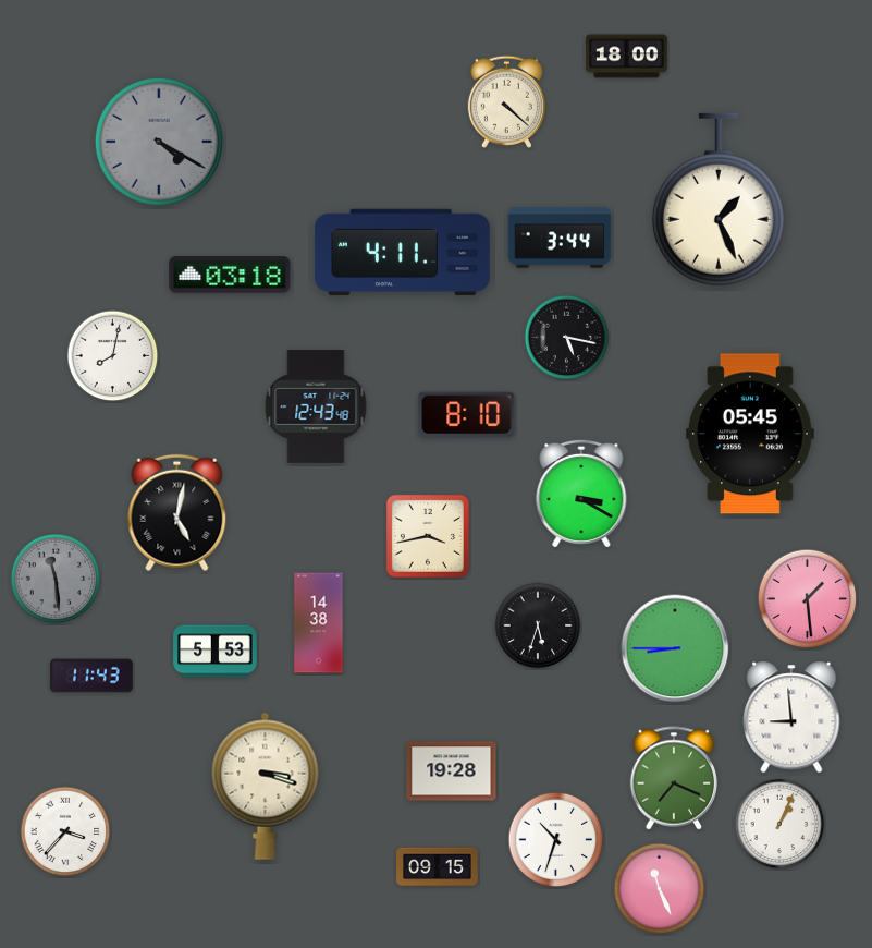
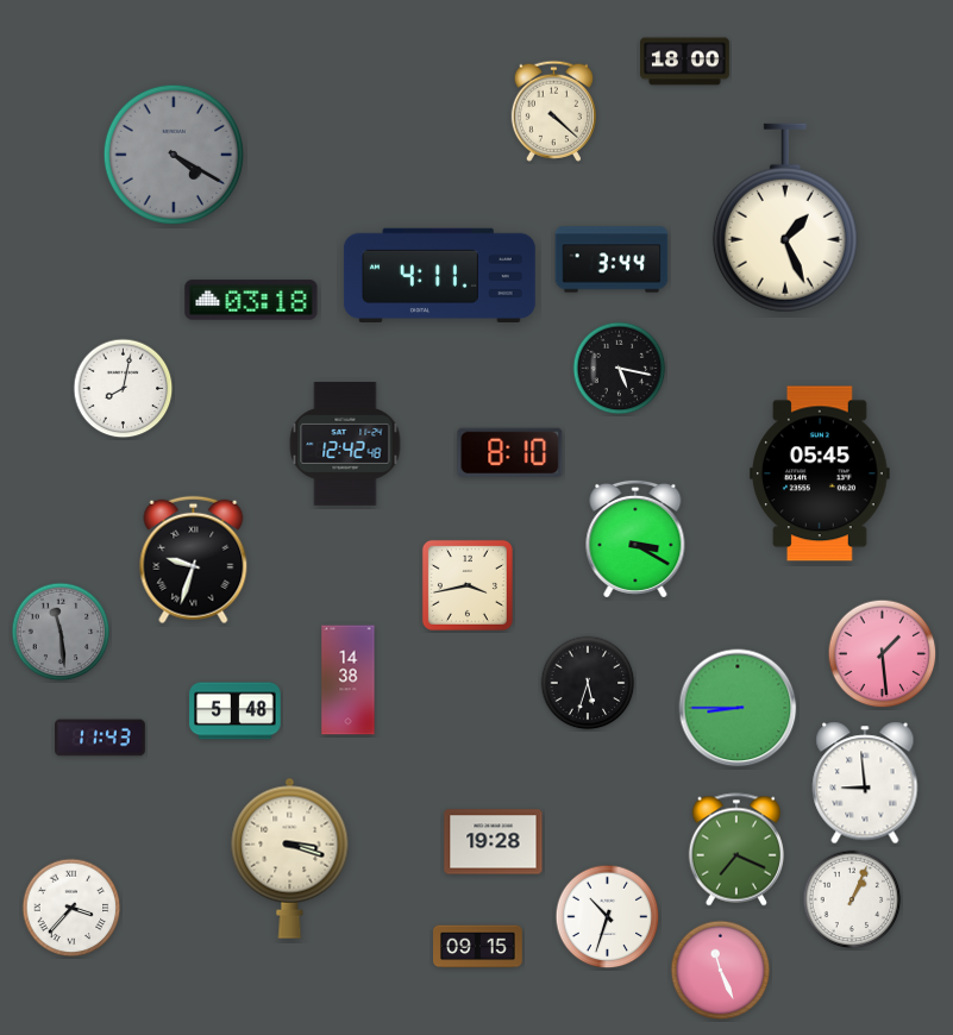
clock at (316, 408): 12:43 -> 12:42
clock at (177, 513): 5:02 -> 9:33
clock at (216, 652): 5:53 -> 5:48
